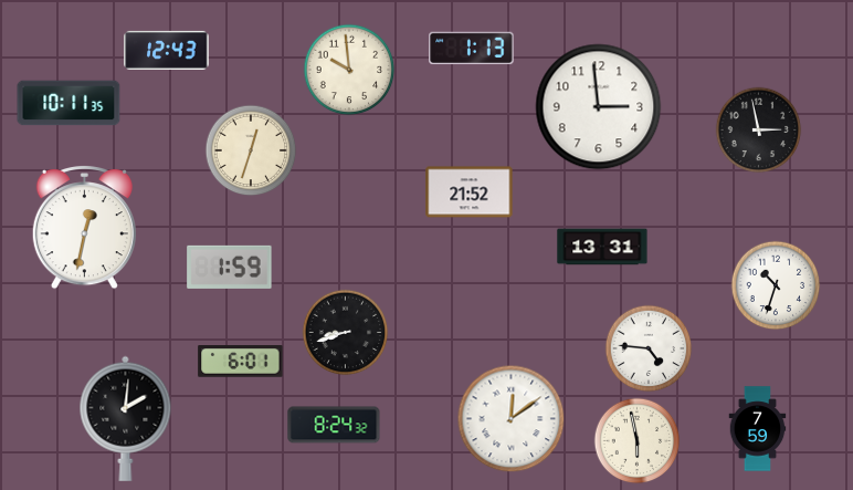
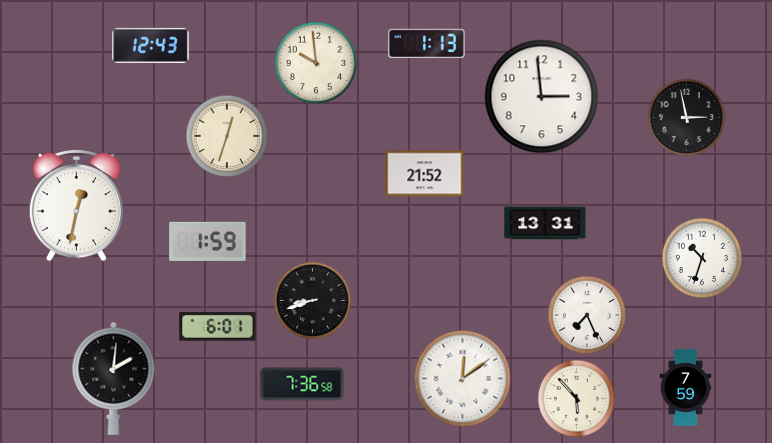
clock at (69, 103): 10:11 -> none
clock at (649, 348): 4:46 -> 7:26
clock at (334, 425): 8:24 -> 7:36
clock at (636, 440): 5:58 -> 5:53
